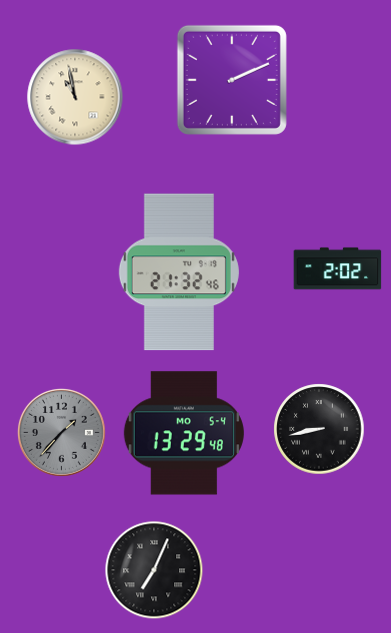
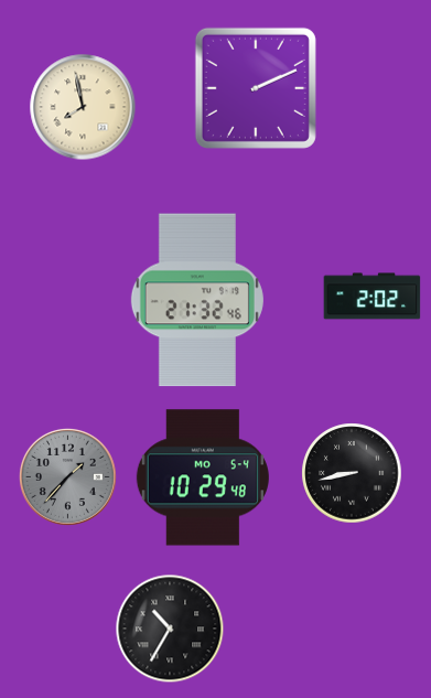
clock at (75, 97): 10:58 -> 7:58
clock at (184, 433): 13:29 -> 10:29
clock at (154, 570): 7:04 -> 10:35
